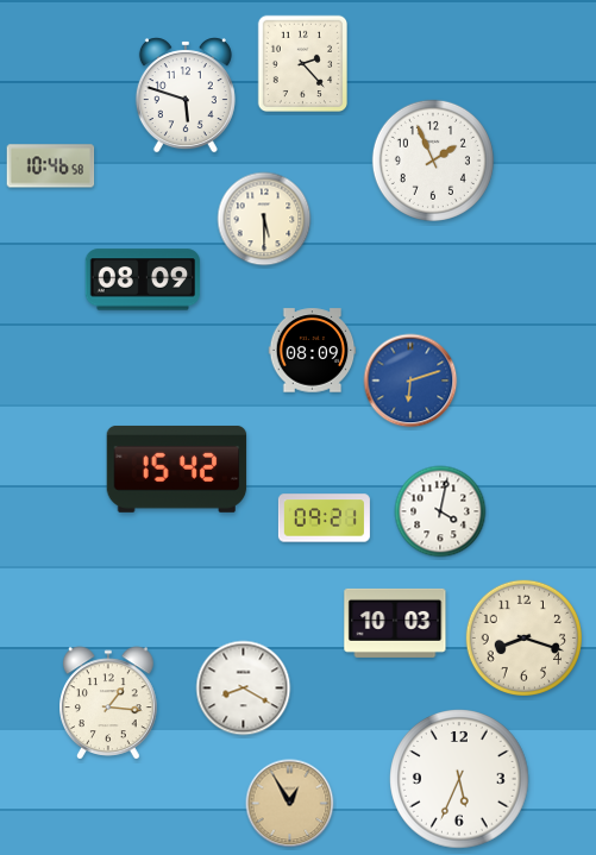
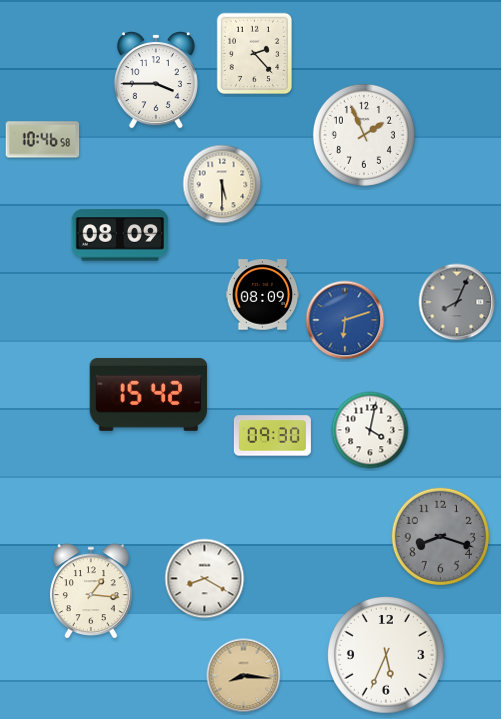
clock at (186, 95): 5:48 -> 3:45
clock at (457, 302): none -> 8:04
clock at (324, 518): 09:21 -> 09:30
clock at (395, 623): 10:03 -> none
clock at (523, 637) dial: cream -> grey
clock at (290, 804): 12:55 -> 8:16
